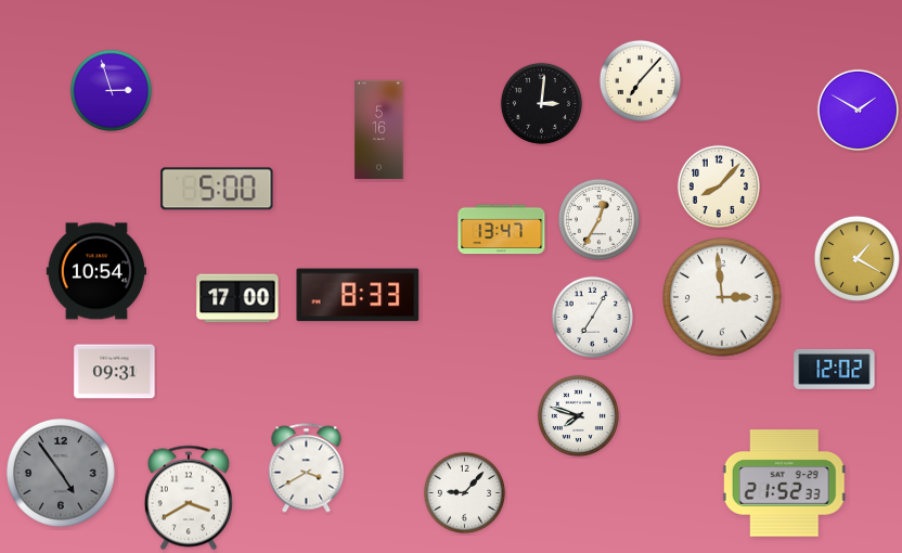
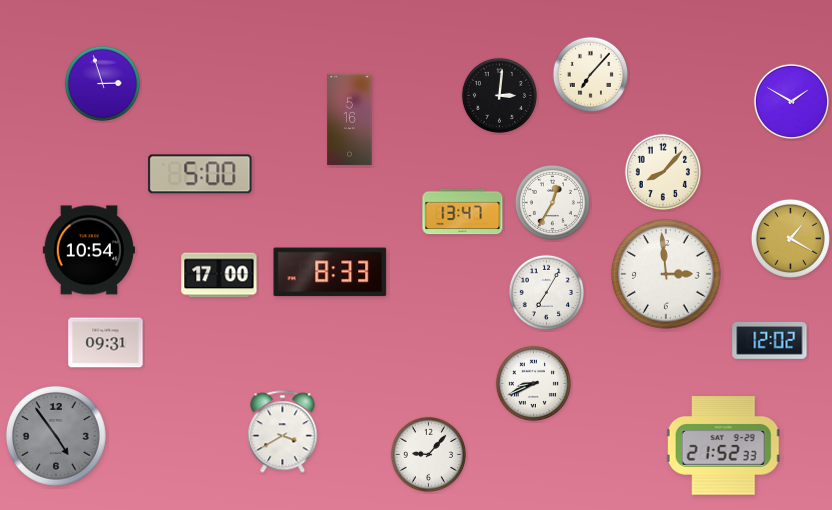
clock at (578, 415): 7:48 -> 8:41
clock at (189, 498): 3:40 -> none
